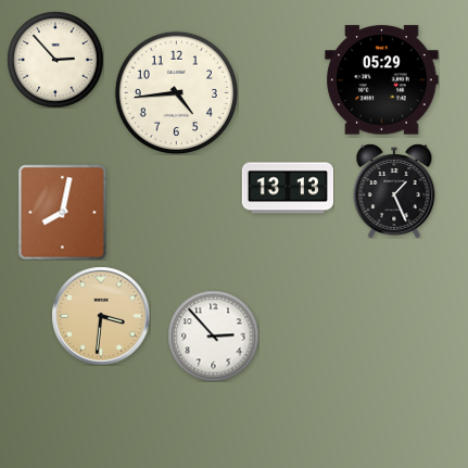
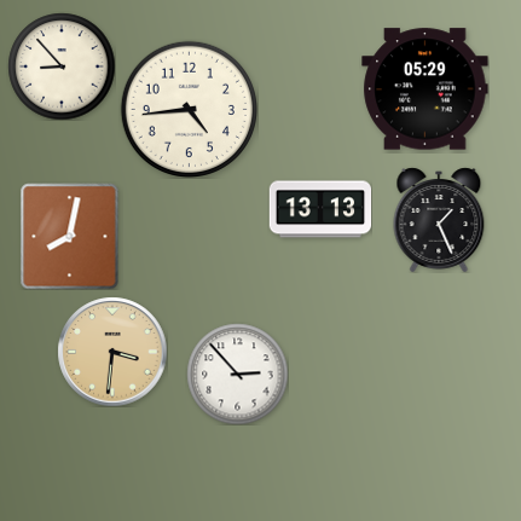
clock at (55, 60): 2:53 -> 8:53
clock at (176, 92) position: (176, 92) -> (189, 109)
clock at (394, 191) position: (394, 191) -> (439, 220)
